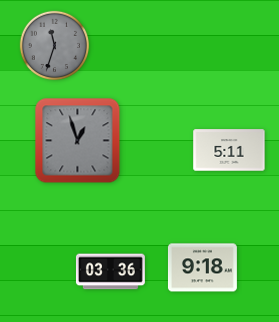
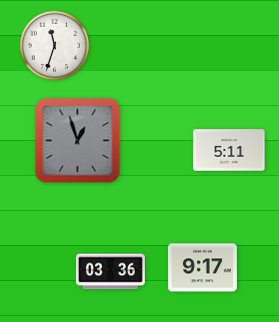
clock at (55, 46) dial: grey -> white
clock at (202, 268): 9:18 -> 9:17
